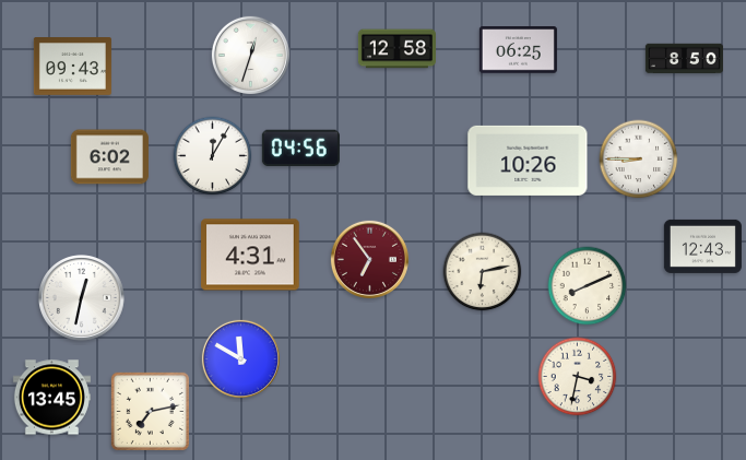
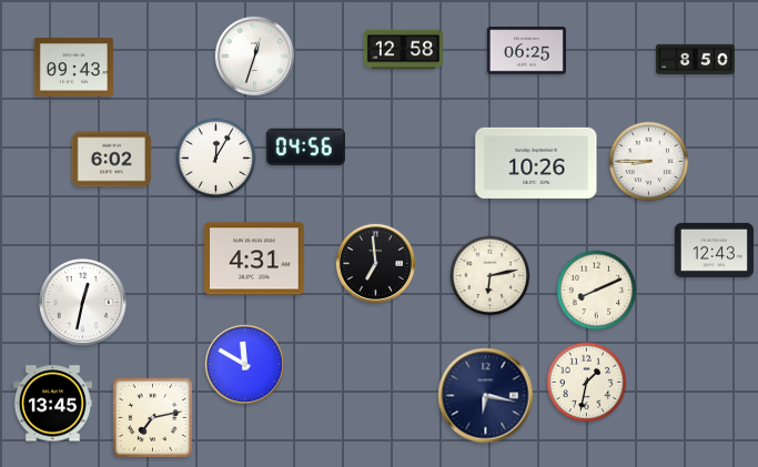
clock at (300, 149) position: (300, 149) -> (305, 148)
clock at (369, 259): 6:54 -> 6:59
clock at (369, 259) dial: burgundy -> black
clock at (578, 377): 3:32 -> 1:32
clock at (486, 396): none -> 6:17
